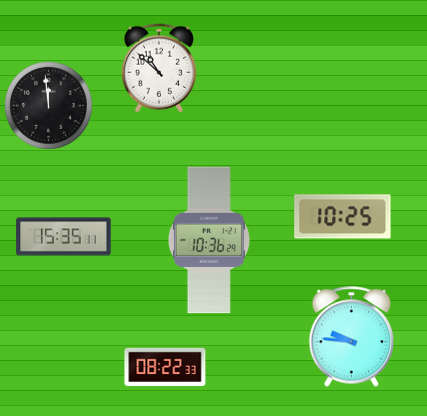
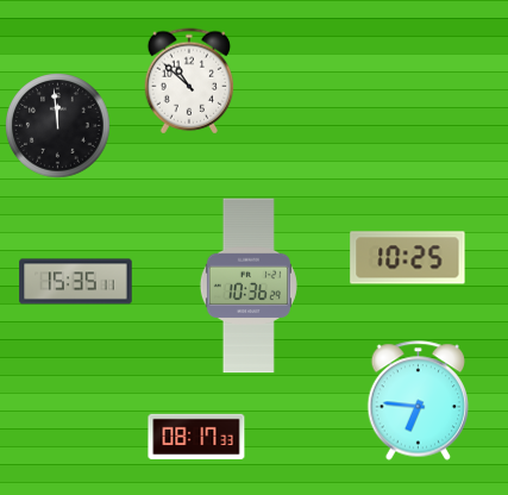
clock at (352, 337): 9:46 -> 6:46
clock at (165, 366): 08:22 -> 08:17
